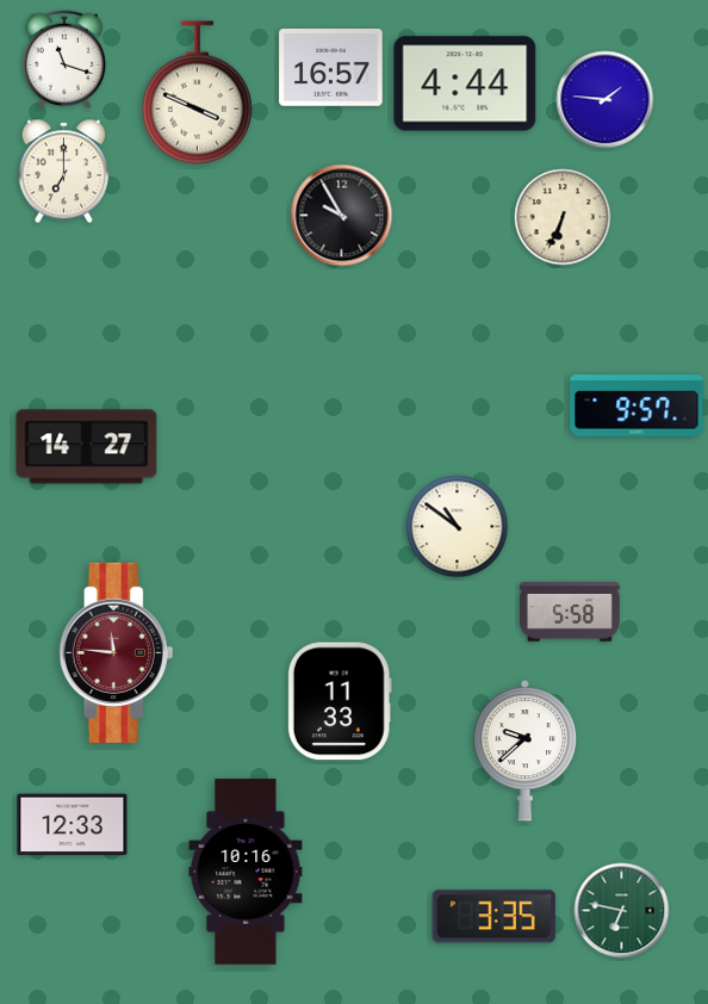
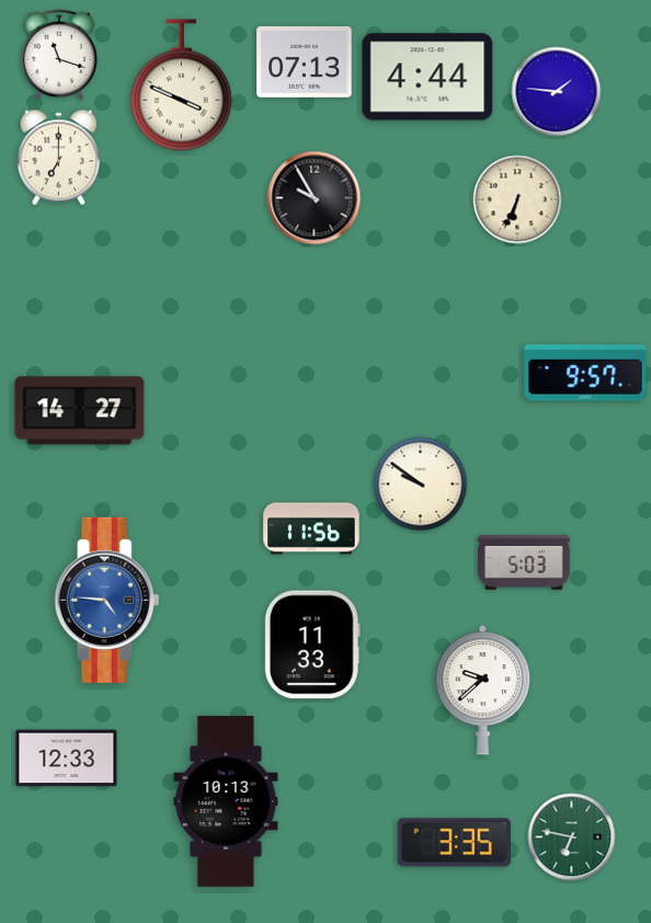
clock at (331, 68): 16:57 -> 07:13
clock at (458, 527): 10:51 -> 9:51
clock at (311, 528): none -> 11:56
clock at (571, 613): 5:58 -> 5:03
clock at (117, 652): 11:46 -> 4:46
clock at (117, 652) dial: burgundy -> blue
clock at (246, 872): 10:16 -> 10:13
